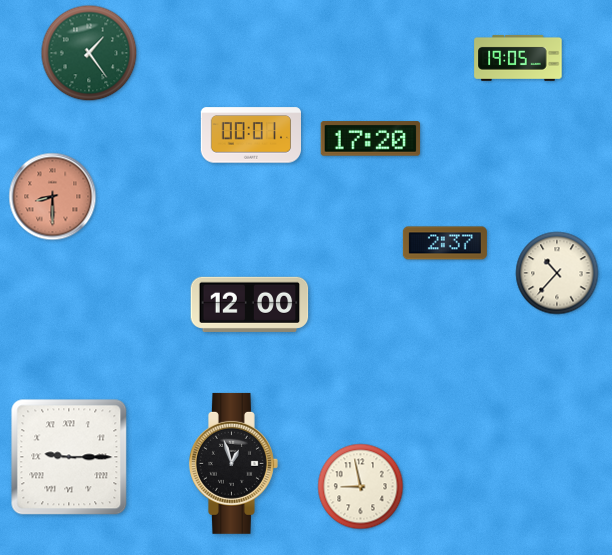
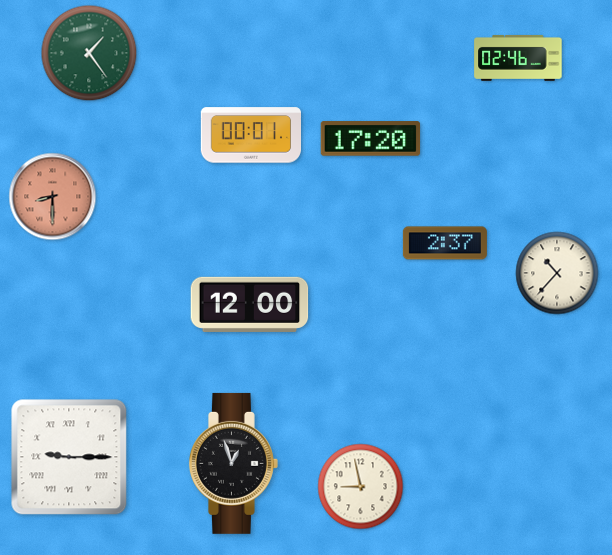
clock at (518, 58): 19:05 -> 02:46
